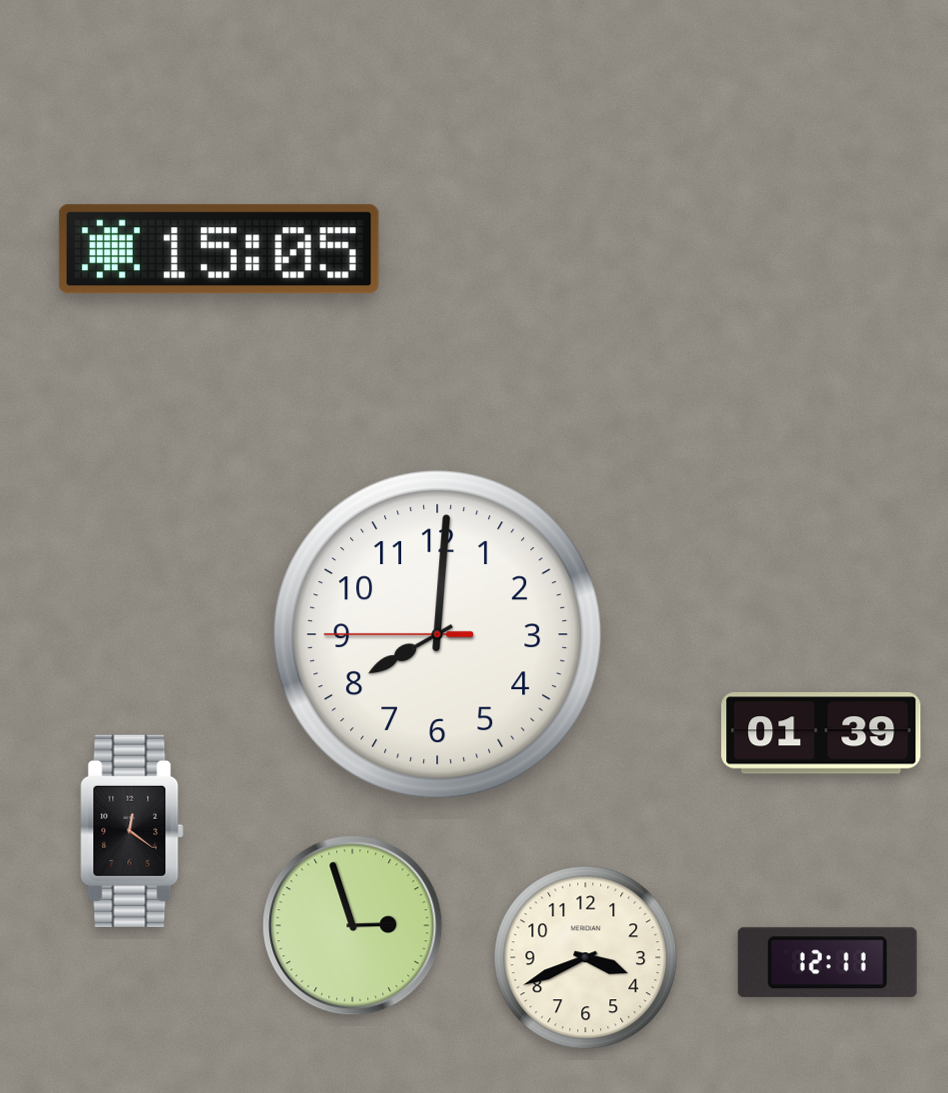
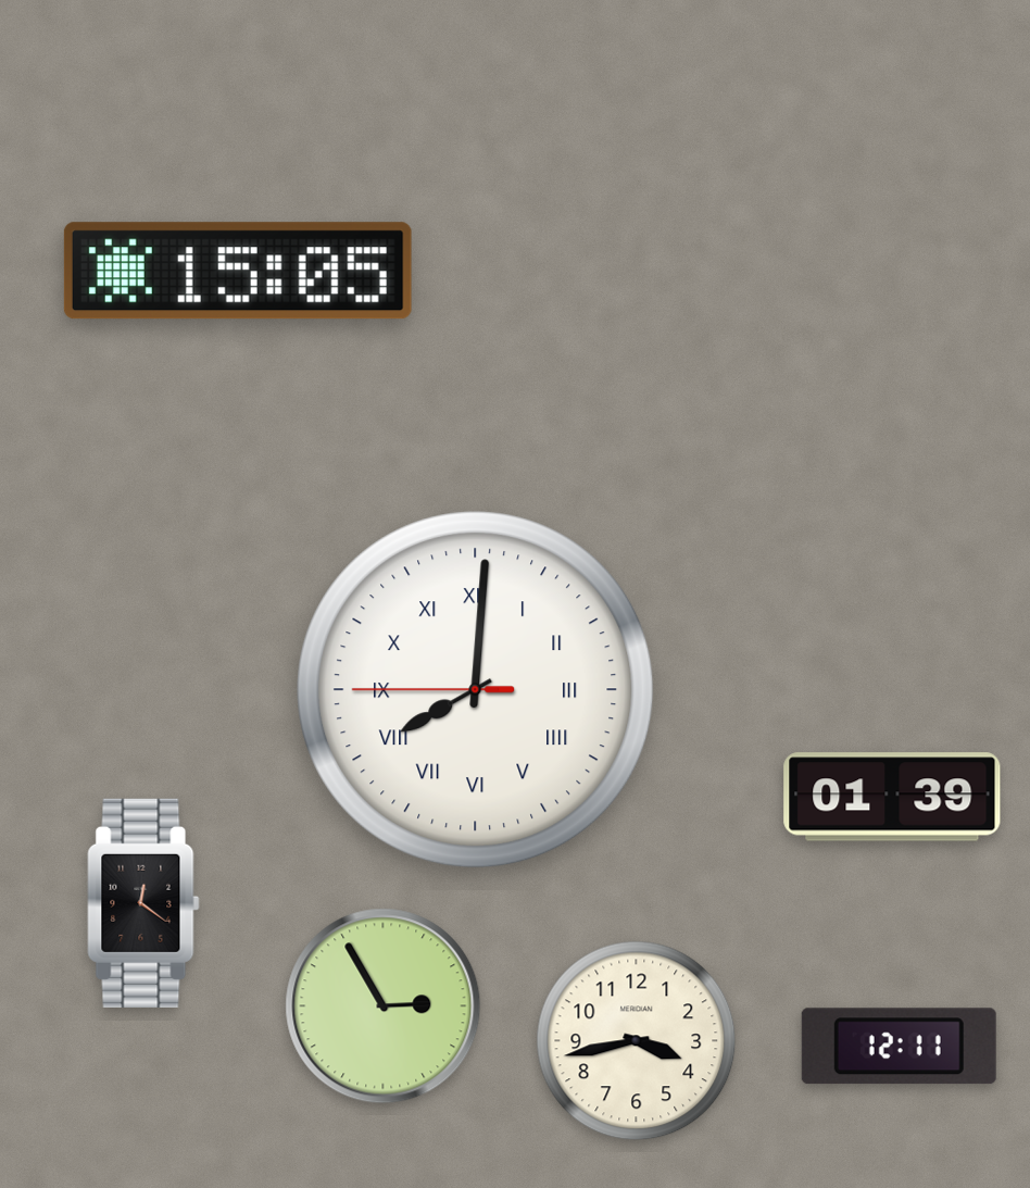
clock at (438, 635) numerals: Arabic -> Roman
clock at (353, 926): 2:57 -> 2:55
clock at (586, 958): 3:41 -> 3:43
